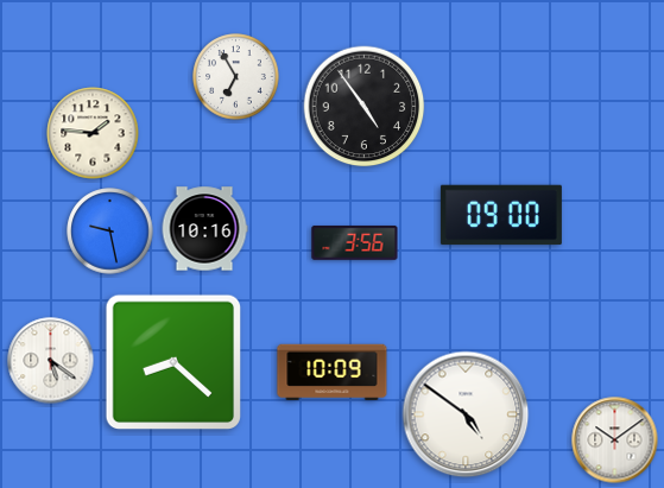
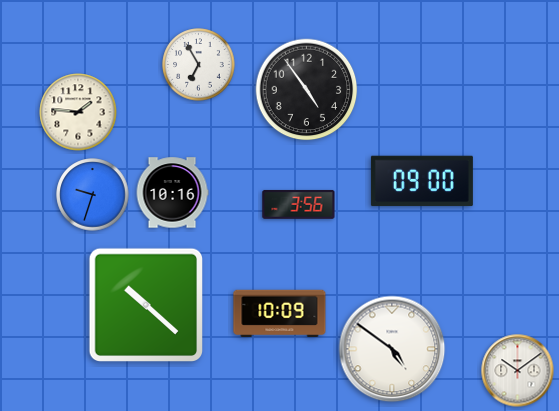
clock at (110, 232): 9:28 -> 9:33
clock at (51, 361): 5:21 -> none
clock at (173, 362): 8:22 -> 10:22
